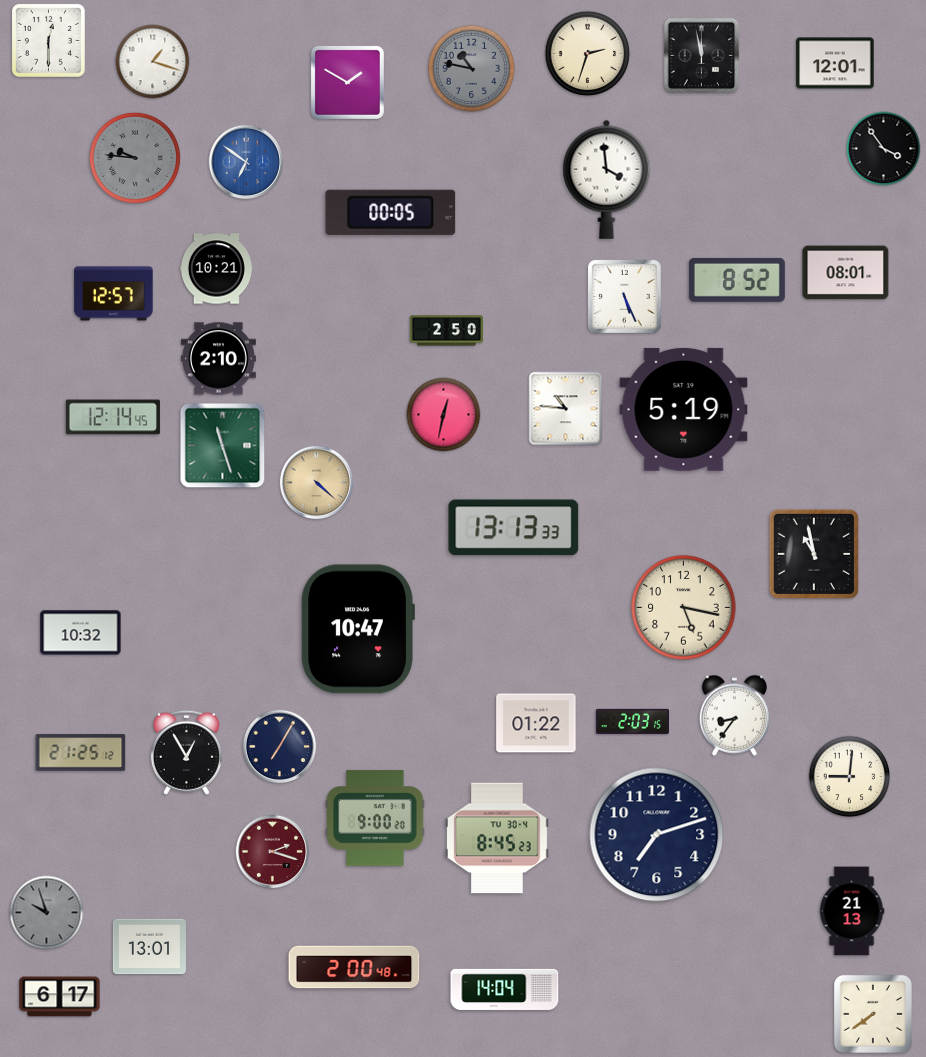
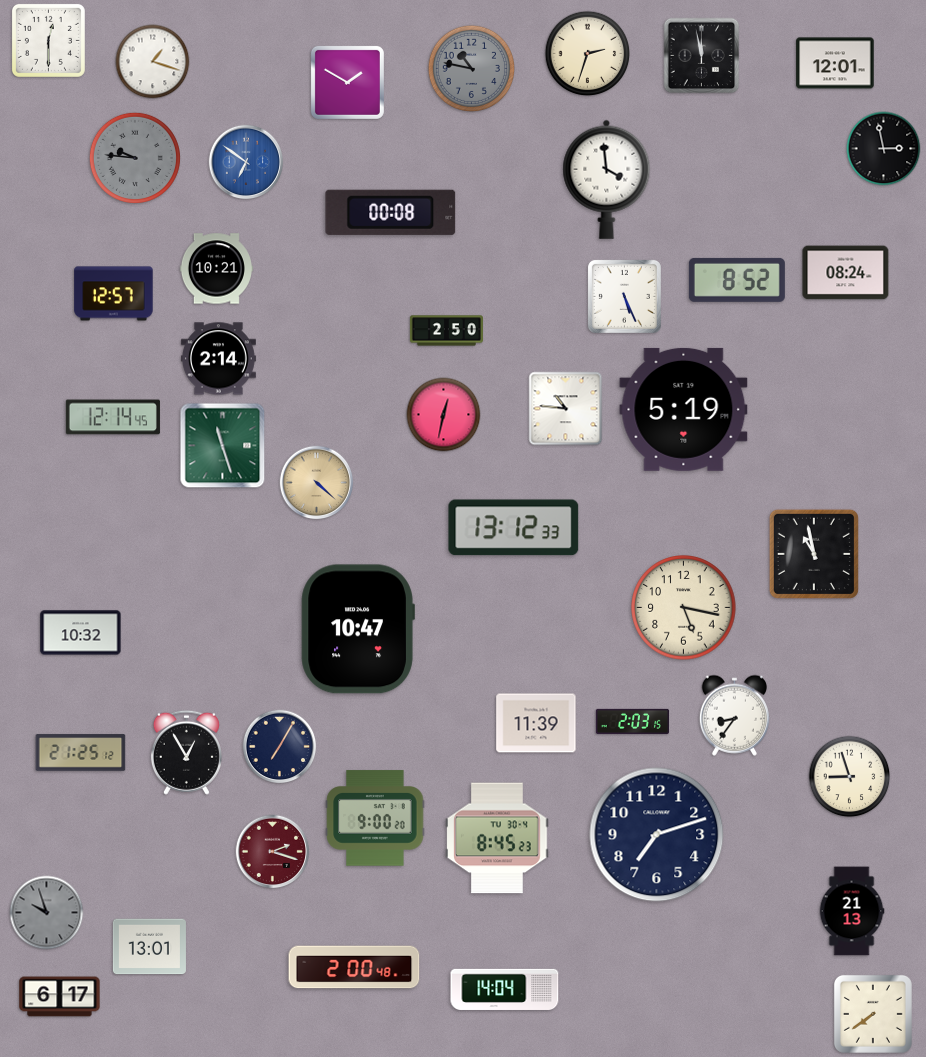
clock at (884, 149): 3:54 -> 2:58
clock at (391, 212): 00:05 -> 00:08
clock at (846, 273): 08:01 -> 08:24
clock at (218, 359): 2:10 -> 2:14
clock at (514, 528): 13:13 -> 13:12
clock at (536, 723): 01:22 -> 11:39
clock at (850, 777): 9:01 -> 8:57
